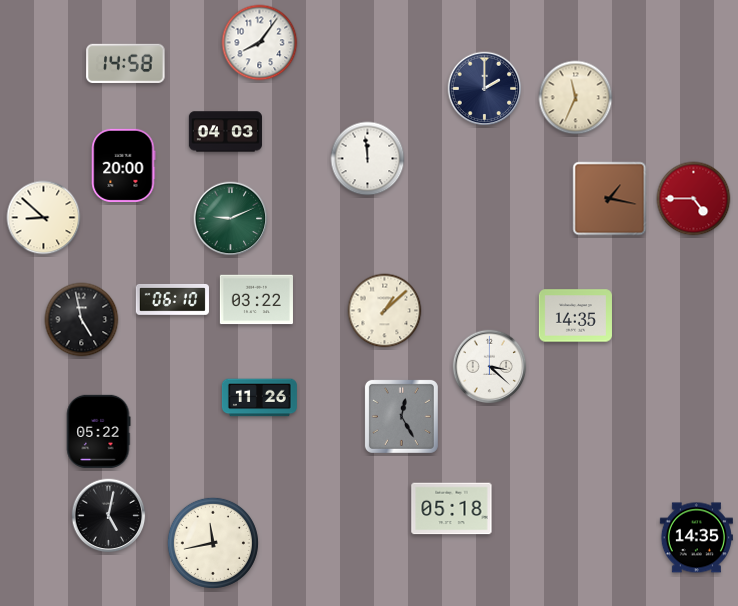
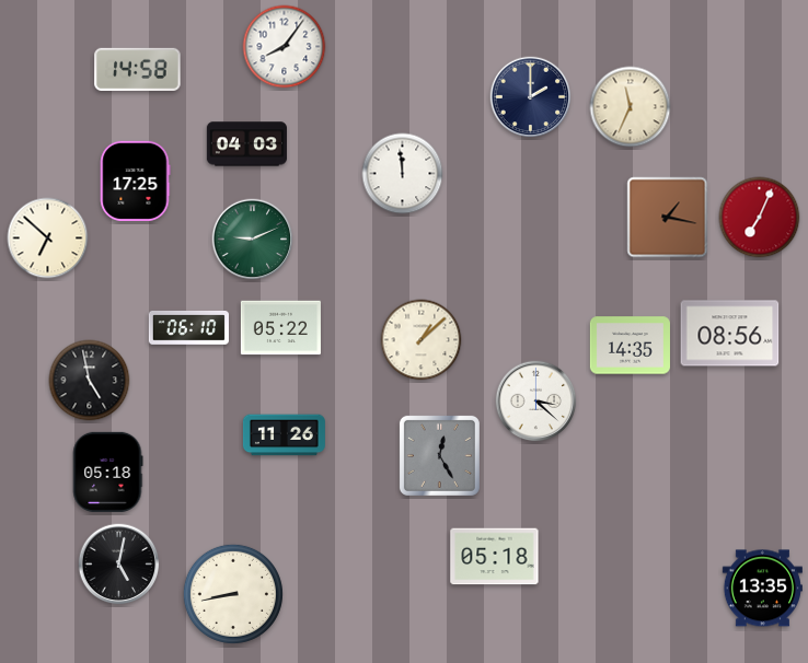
clock at (124, 165): 20:00 -> 17:25
clock at (694, 199): 4:45 -> 7:04
clock at (44, 218): 8:52 -> 6:52
clock at (256, 300): 03:22 -> 05:22
clock at (730, 334): none -> 08:56
clock at (82, 320) position: (82, 320) -> (90, 381)
clock at (98, 431): 05:22 -> 05:18
clock at (696, 538): 14:35 -> 13:35
clock at (213, 543): 11:43 -> 8:43
